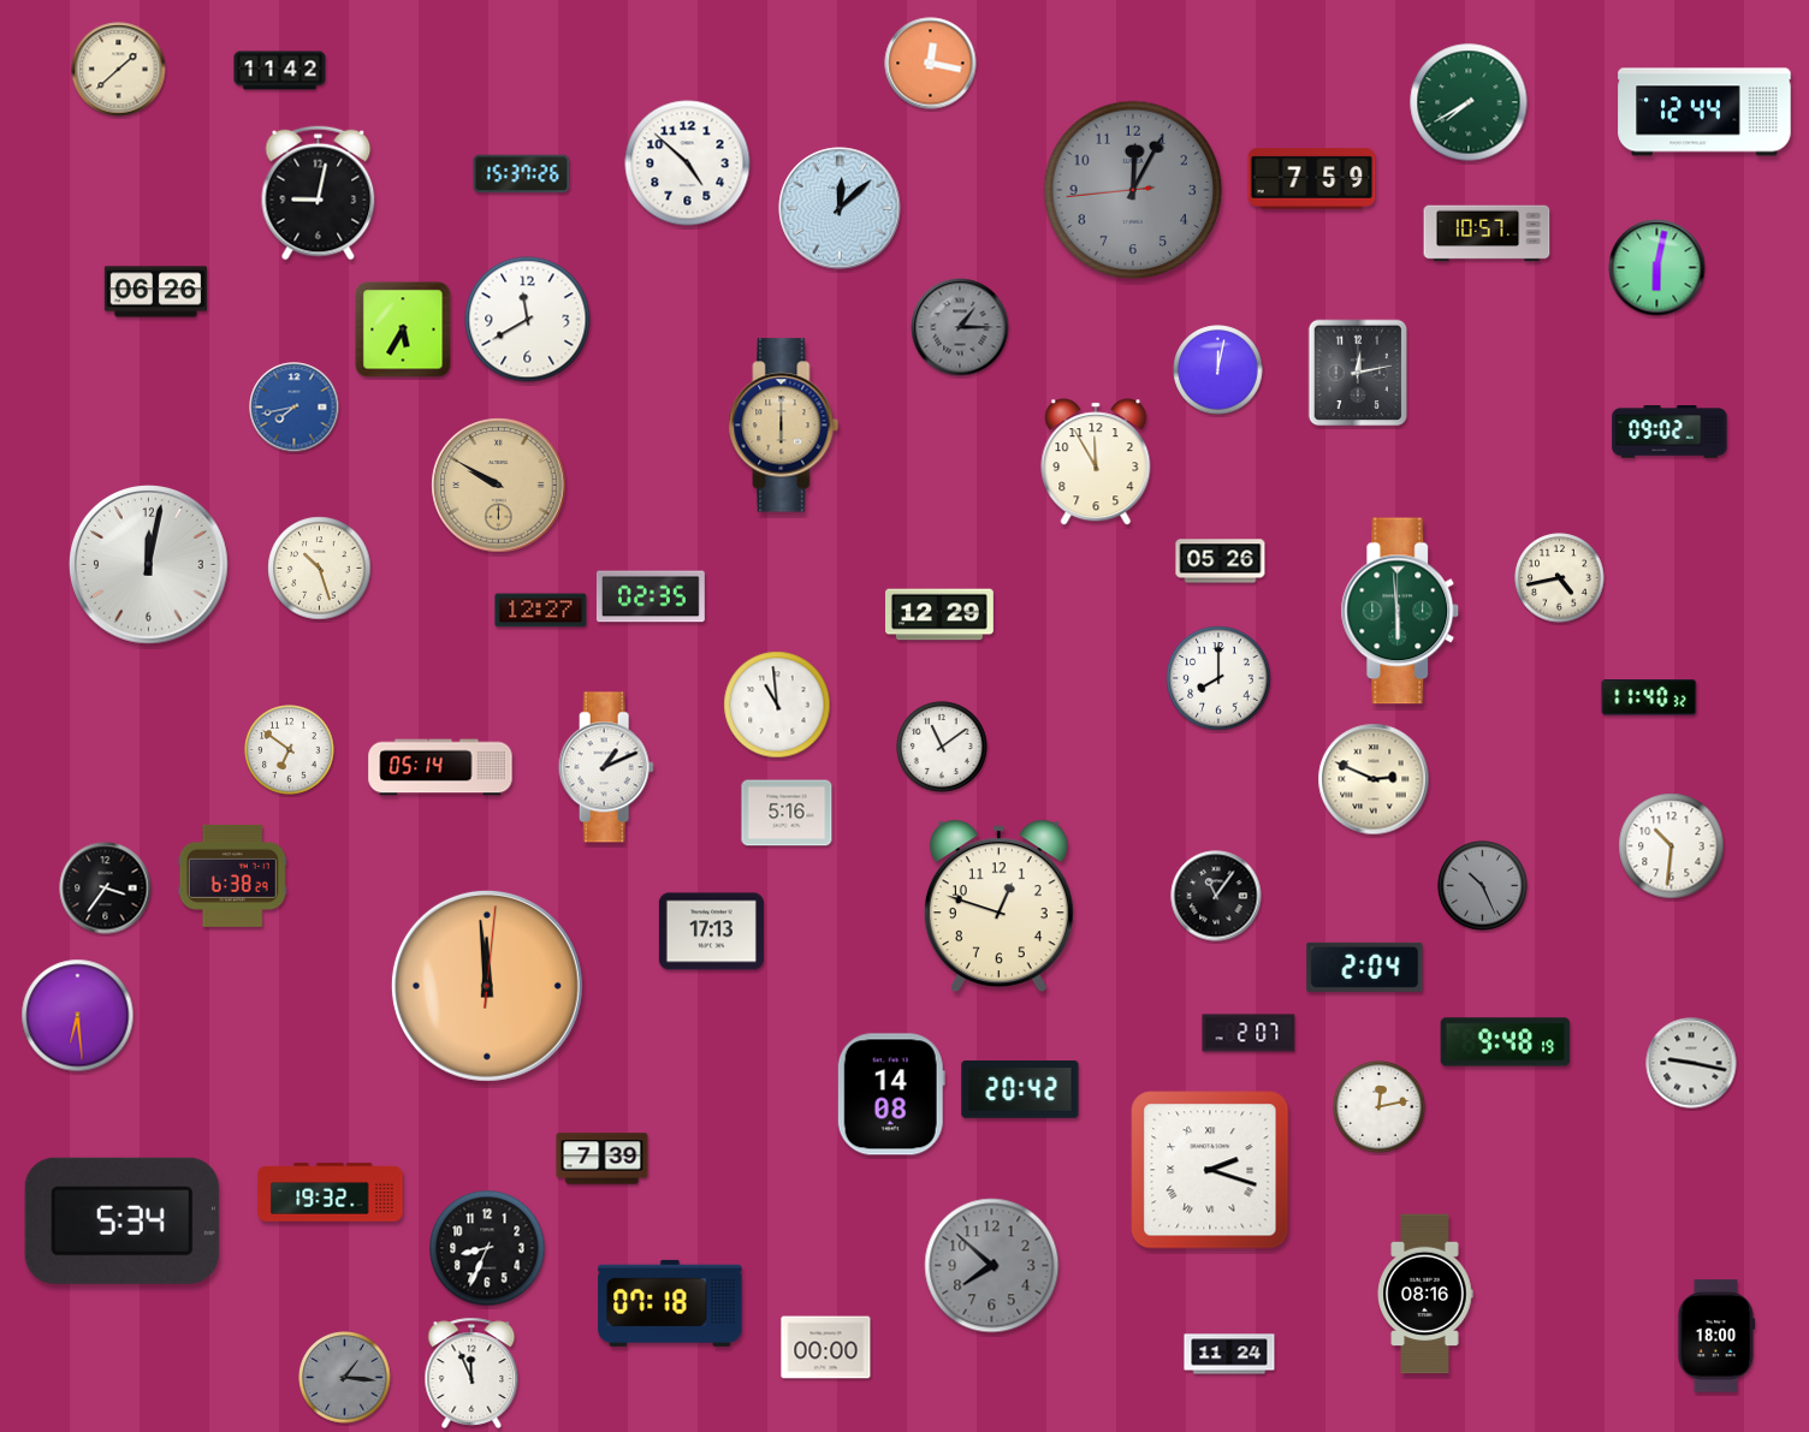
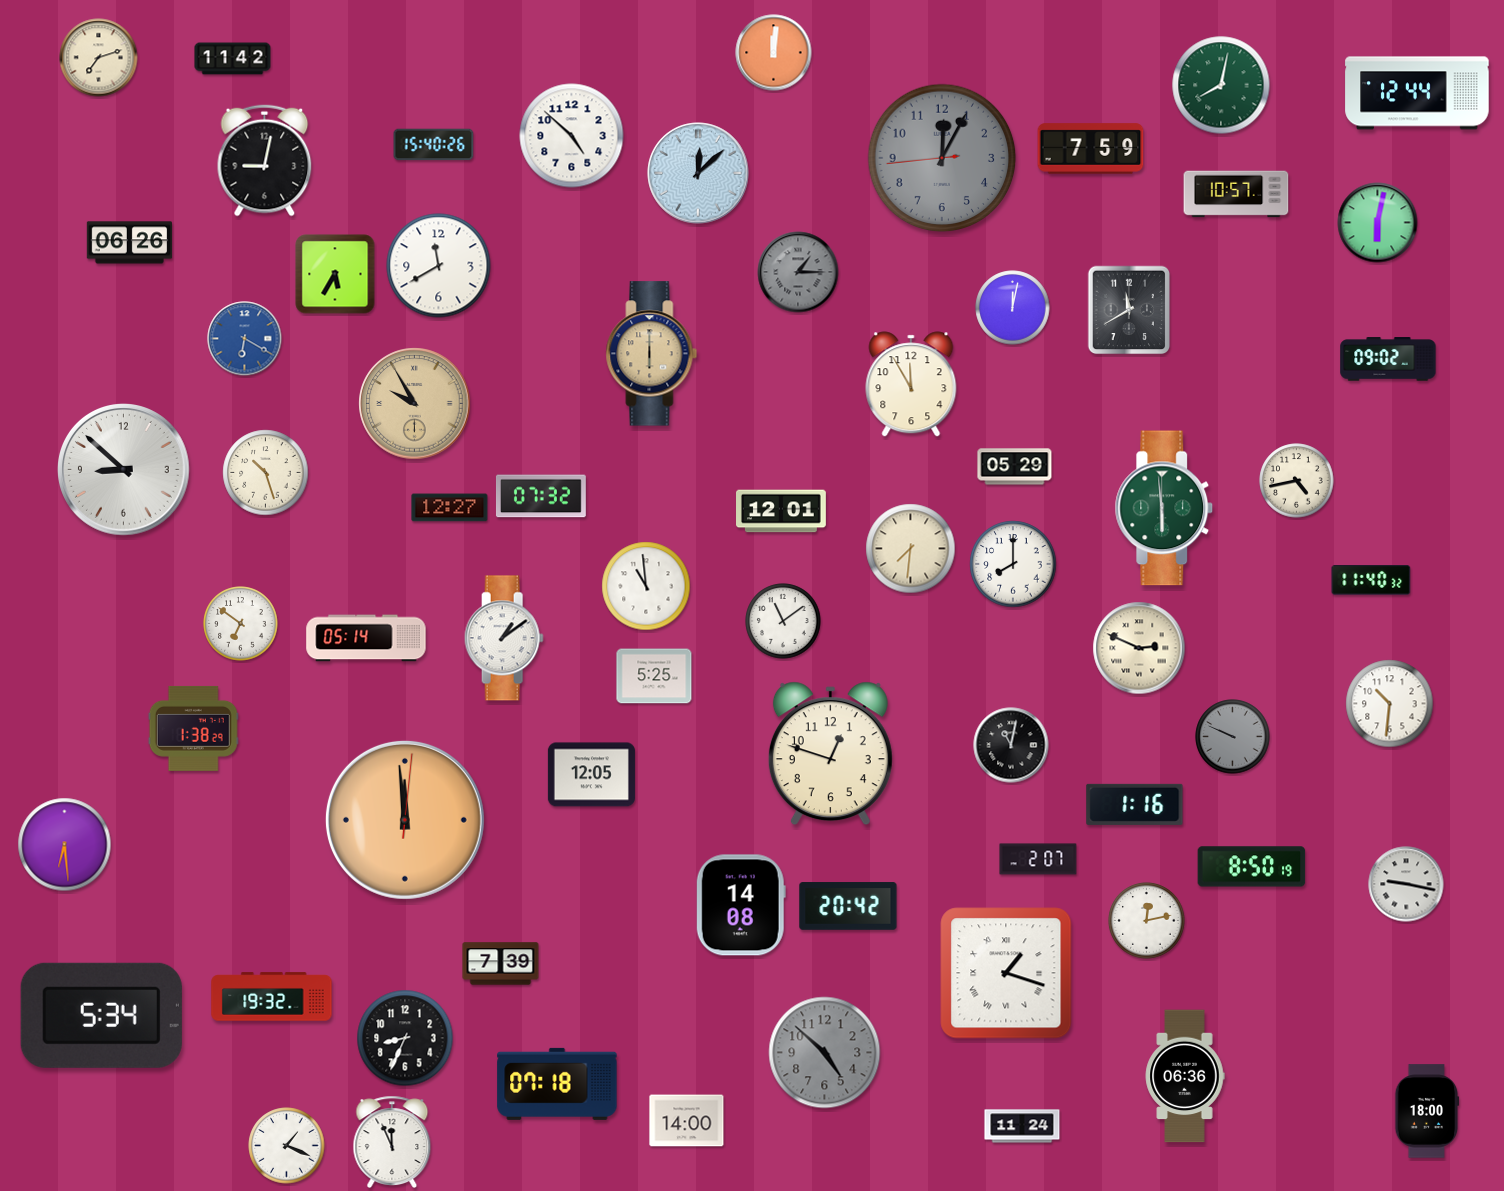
clock at (931, 64): 12:17 -> 12:01
clock at (119, 70): 1:38 -> 7:12
clock at (1469, 102): 7:40 -> 8:02
clock at (522, 174): 15:37 -> 15:40
clock at (1358, 373): 12:13 -> 11:40
clock at (295, 408): 7:43 -> 6:20
clock at (499, 486): 9:50 -> 9:55
clock at (1221, 561): 05:26 -> 05:29
clock at (149, 565): 12:02 -> 8:52
clock at (651, 596): 02:35 -> 07:32
clock at (941, 614): 12:29 -> 12:01
clock at (911, 549): none -> 7:31
clock at (606, 767): 1:11 -> 1:09
clock at (1374, 779) position: (1374, 779) -> (1139, 648)
clock at (787, 813): 5:16 -> 5:25
clock at (232, 875): 6:38 -> 1:38
clock at (1483, 886): 10:26 -> 9:49
clock at (106, 889): 3:36 -> none
clock at (1216, 896): 11:06 -> 11:02
clock at (711, 932): 17:13 -> 12:05
clock at (1365, 967): 2:04 -> 1:16
clock at (1506, 1042): 9:48 -> 8:50
clock at (891, 1094) position: (891, 1094) -> (741, 905)
clock at (1210, 1170): 2:18 -> 1:18
clock at (331, 1193) position: (331, 1193) -> (272, 997)
clock at (992, 1266): 7:52 -> 4:52
clock at (1425, 1294): 08:16 -> 06:36
clock at (826, 1348): 00:00 -> 14:00
clock at (345, 1378): 1:16 -> 1:19
clock at (345, 1378) dial: grey -> white
